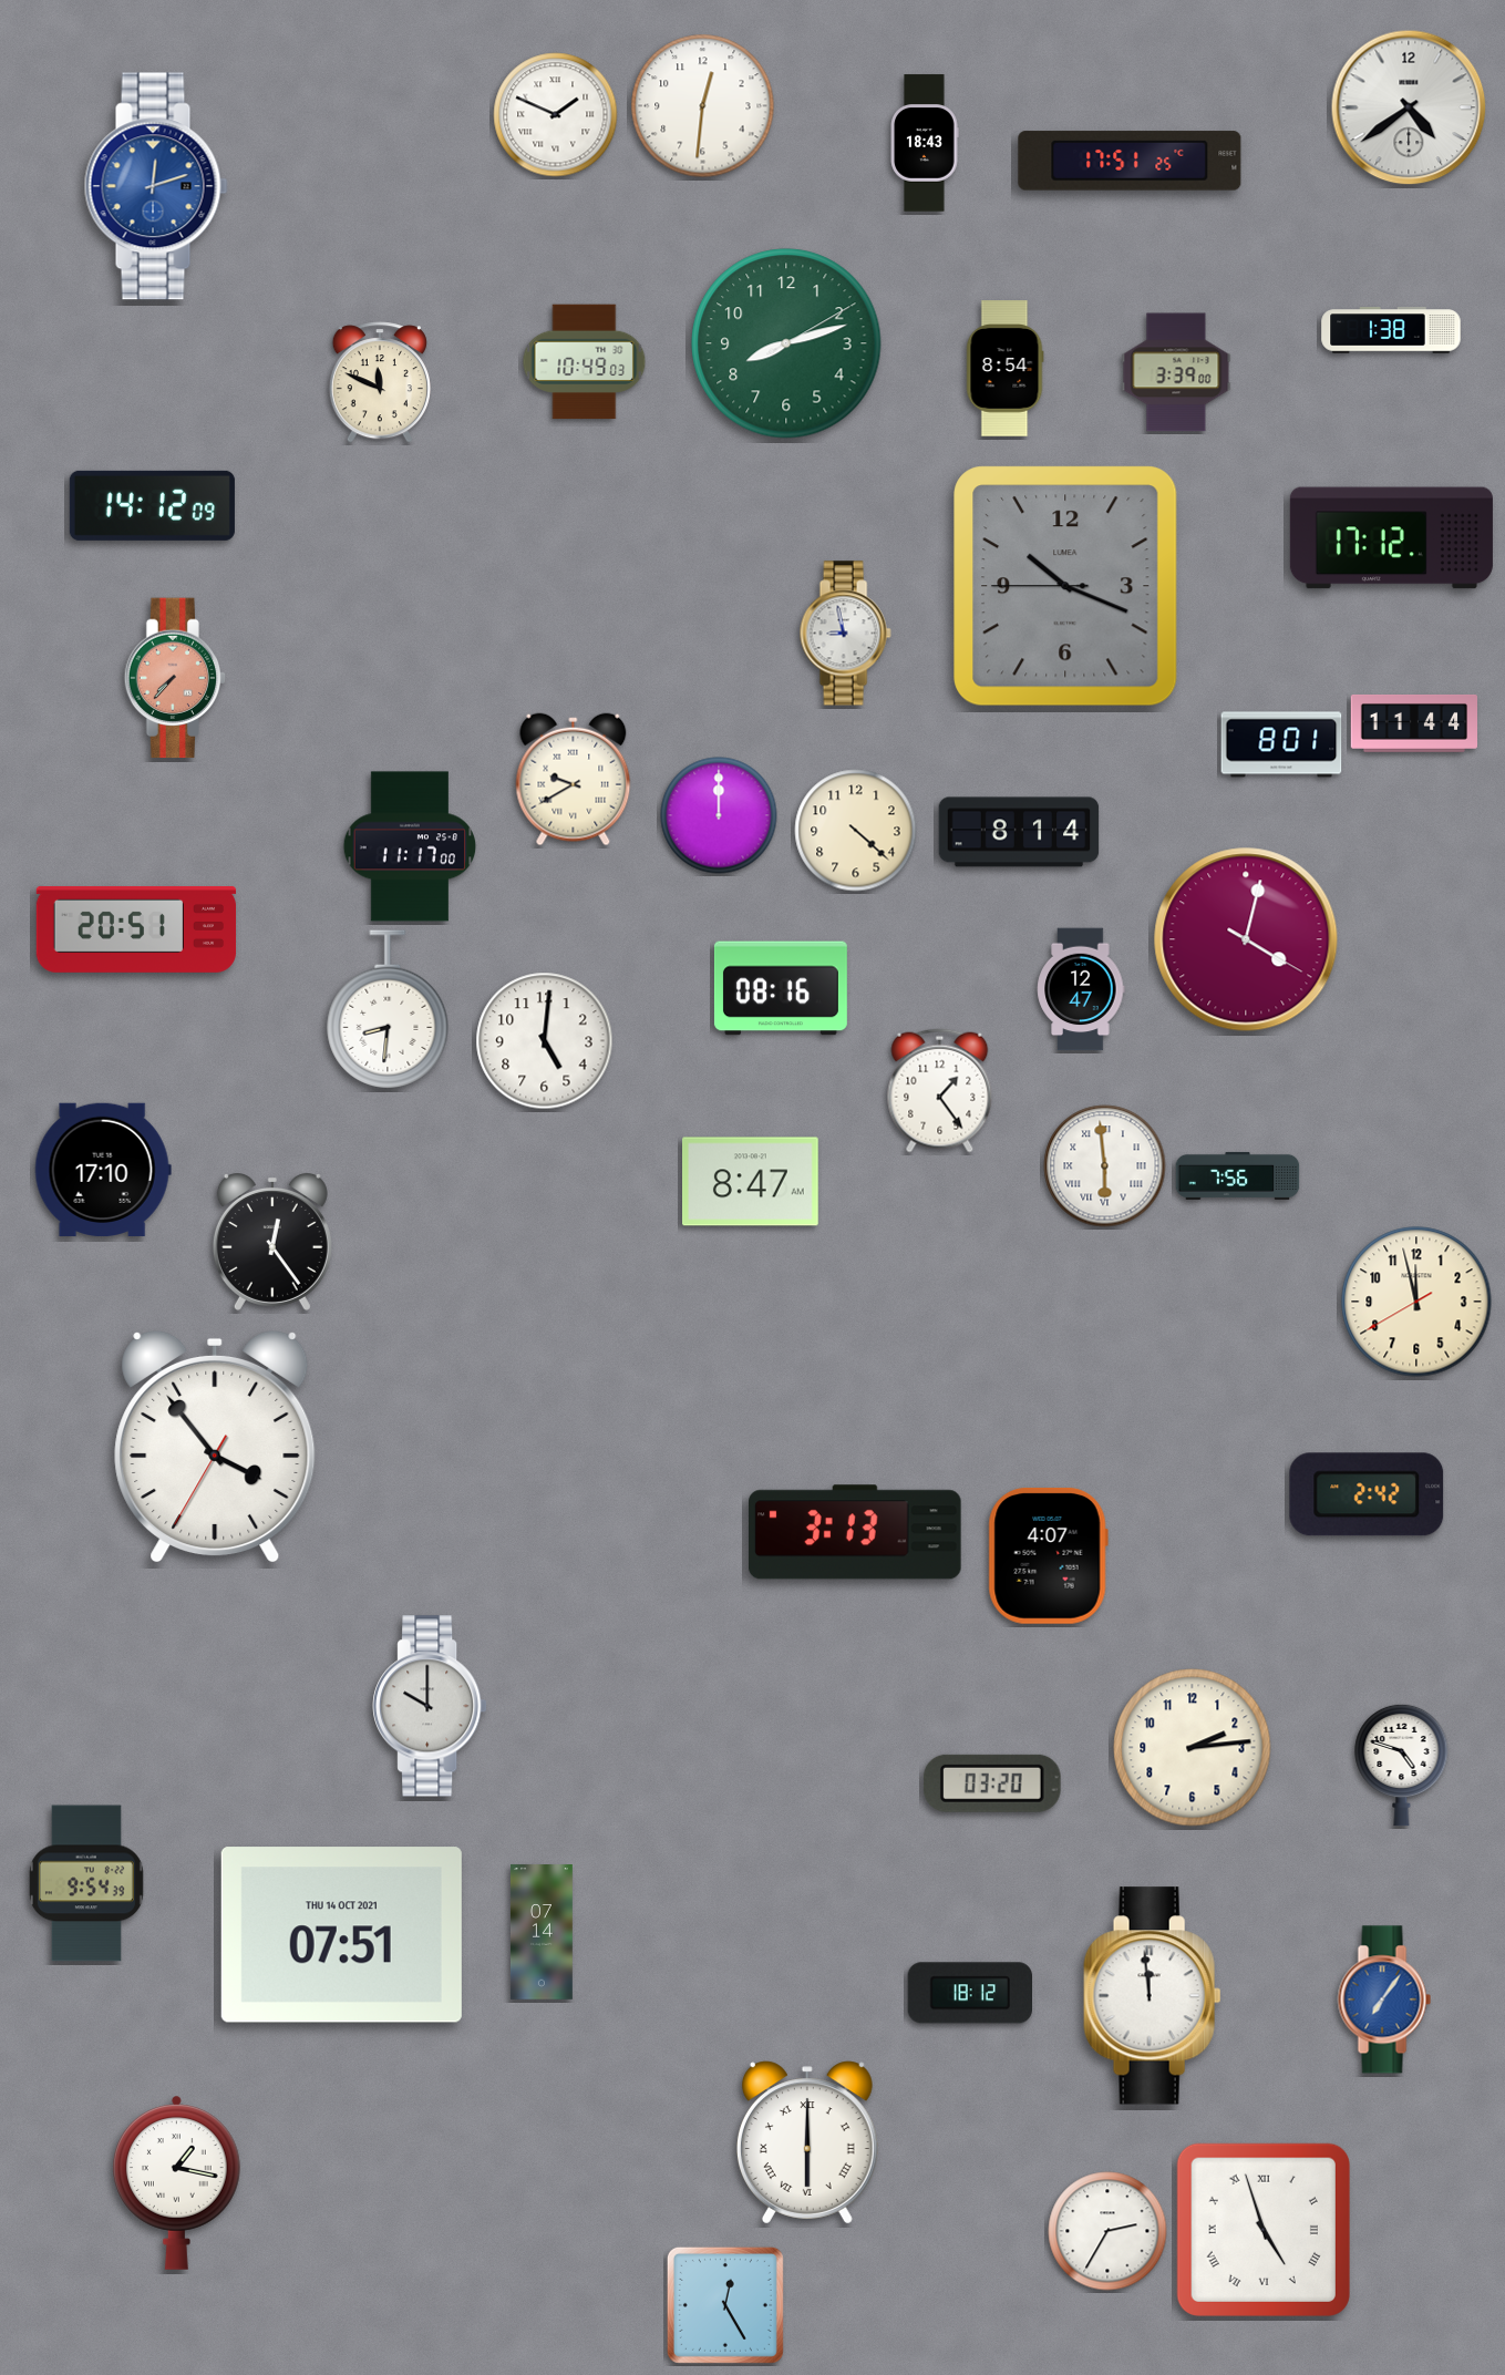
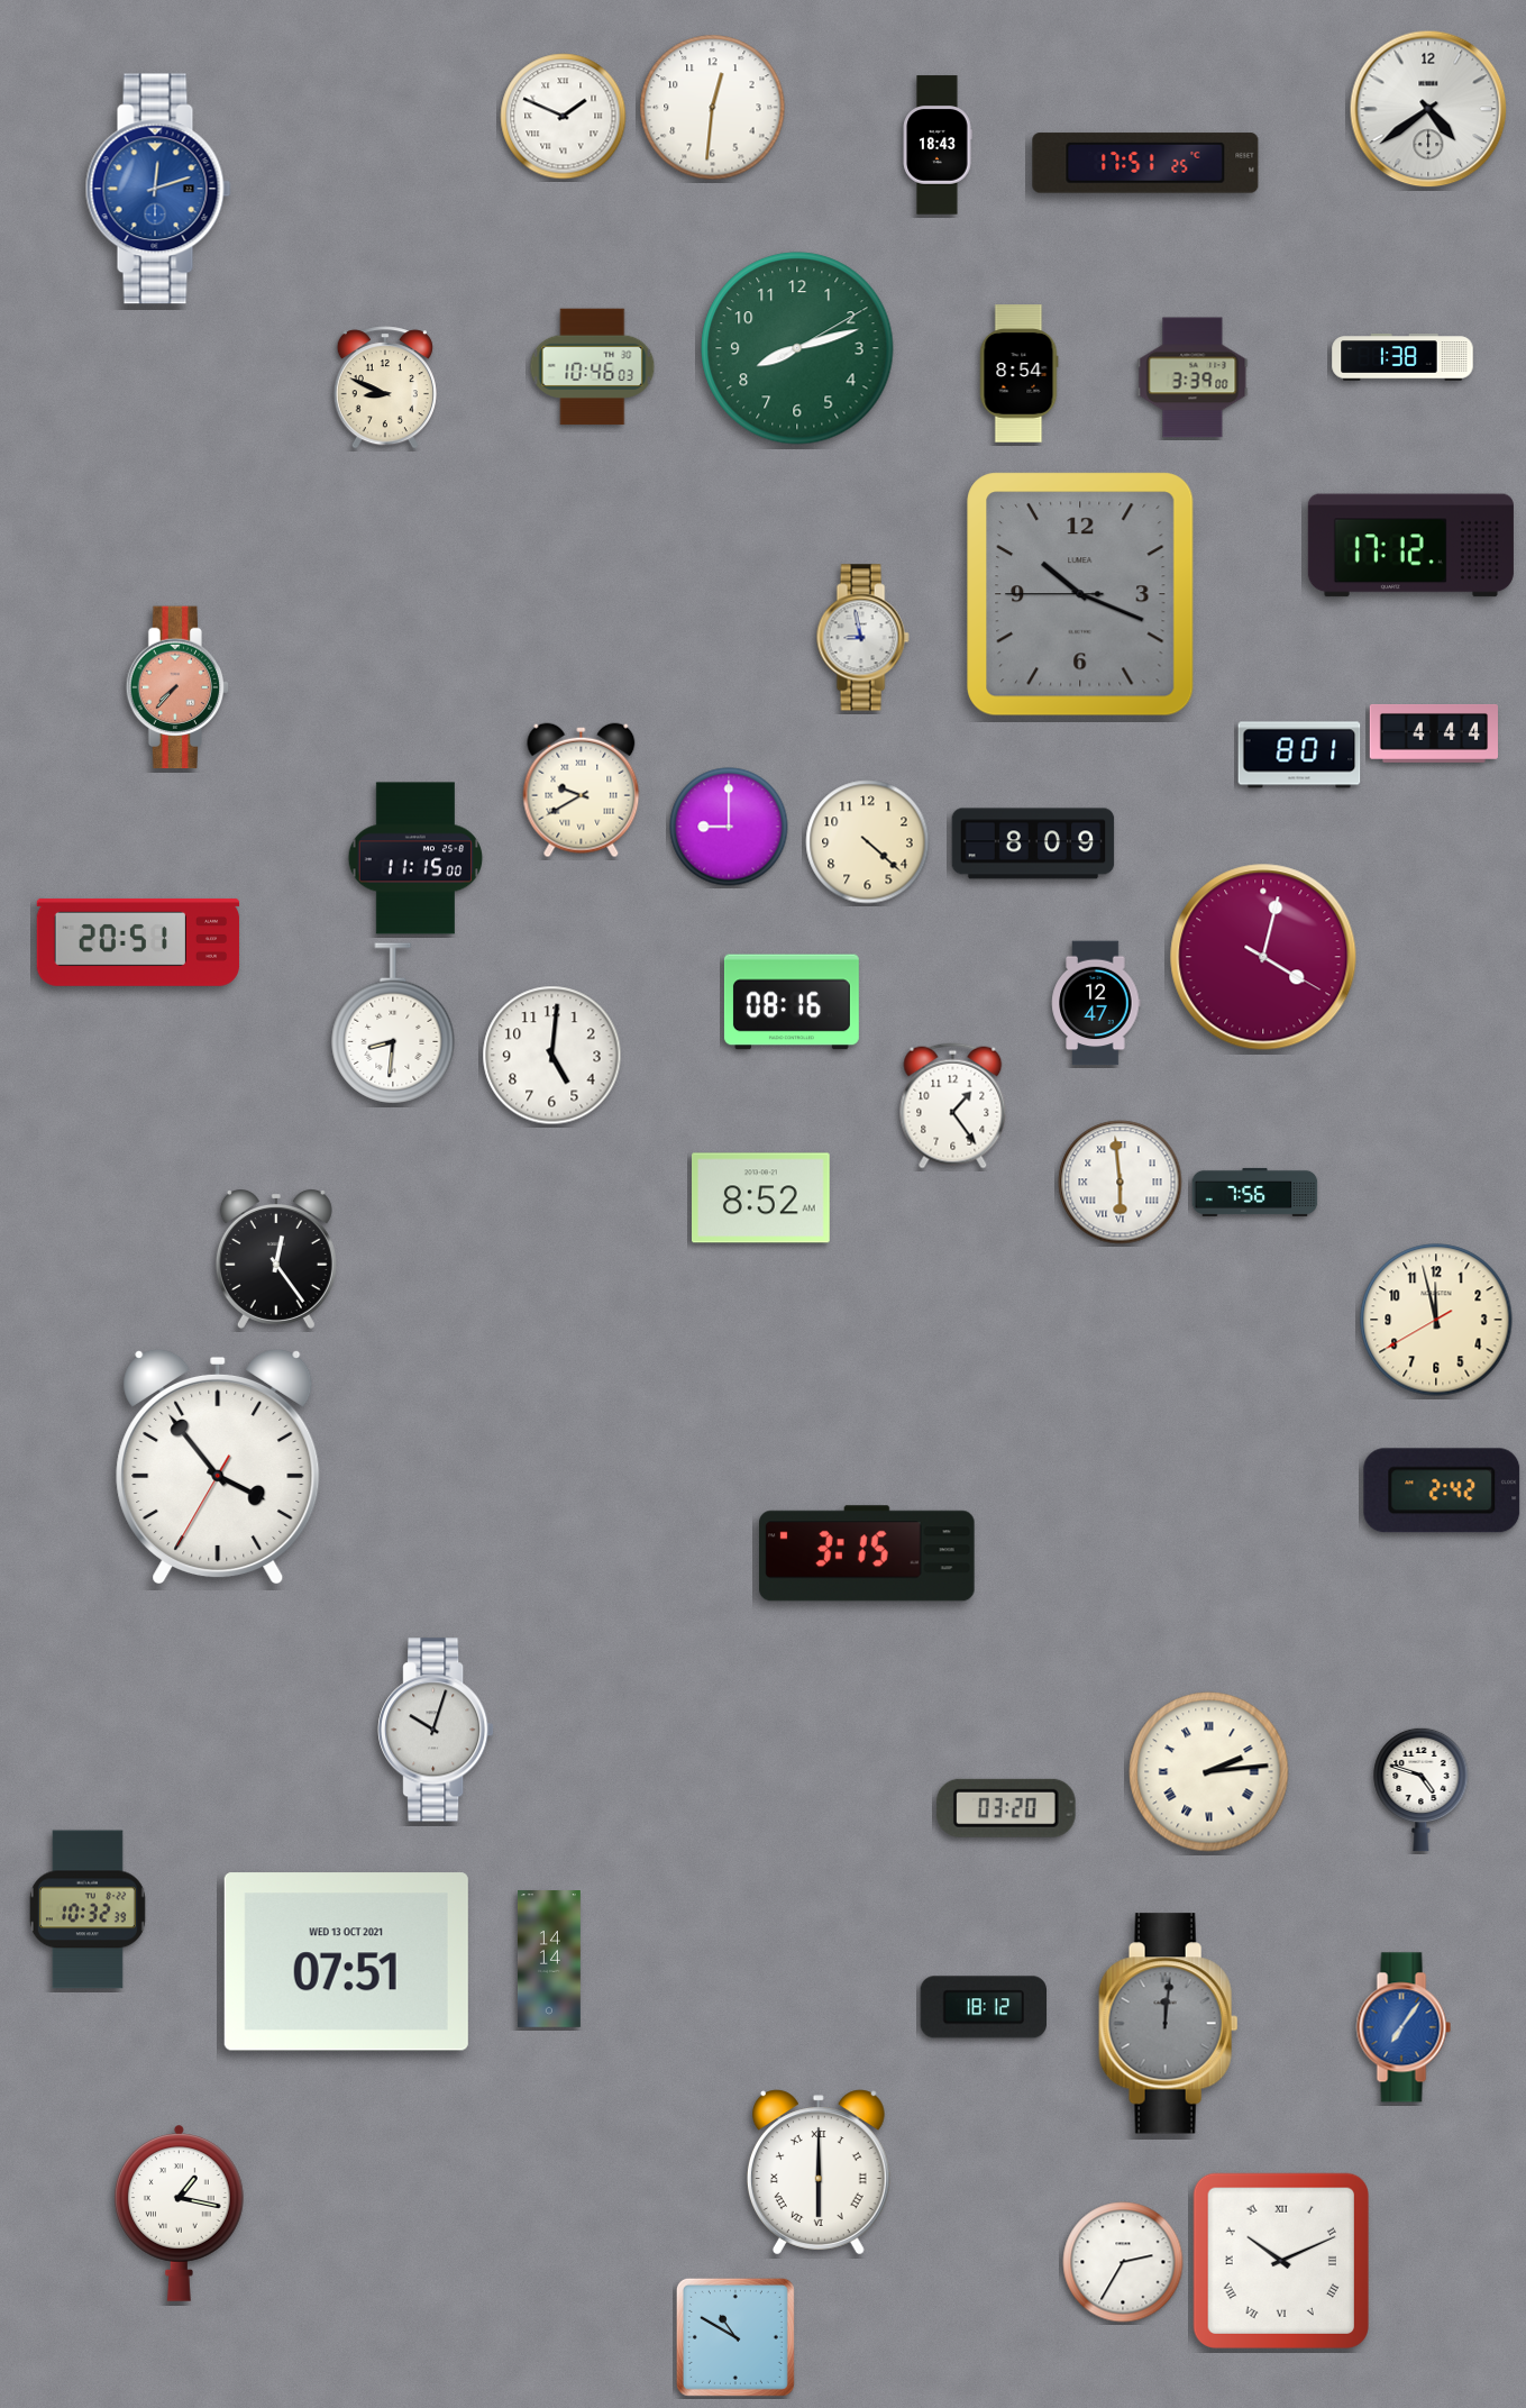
clock at (1391, 330) position: (1391, 330) -> (1402, 357)
clock at (585, 362): 10:49 -> 10:46
clock at (380, 382): 11:49 -> 8:49
clock at (152, 505): 14:12 -> none
clock at (845, 634) position: (845, 634) -> (862, 638)
clock at (1413, 723): 11:44 -> 4:44
clock at (719, 815): 12:00 -> 9:00
clock at (1019, 832): 8:14 -> 8:09
clock at (410, 846): 11:17 -> 11:15
clock at (1246, 939) position: (1246, 939) -> (1263, 957)
clock at (103, 1170): 17:10 -> none
clock at (751, 1182): 8:47 -> 8:52
clock at (1367, 1494) position: (1367, 1494) -> (1442, 1490)
clock at (855, 1532): 3:13 -> 3:15
clock at (1048, 1555): 4:07 -> none
clock at (430, 1706): 10:00 -> 10:03
clock at (1193, 1748) numerals: Arabic -> Roman
clock at (86, 1883): 9:54 -> 10:32
clock at (542, 1932): 07:14 -> 14:14
clock at (341, 1935) date: THU 14 OCT 2021 -> WED 13 OCT 2021
clock at (969, 1993) position: (969, 1993) -> (983, 2007)
clock at (1153, 1996): 11:59 -> 12:01
clock at (1153, 1996) dial: white -> grey
clock at (1264, 2230): 4:57 -> 10:11
clock at (725, 2305): 12:25 -> 10:50
